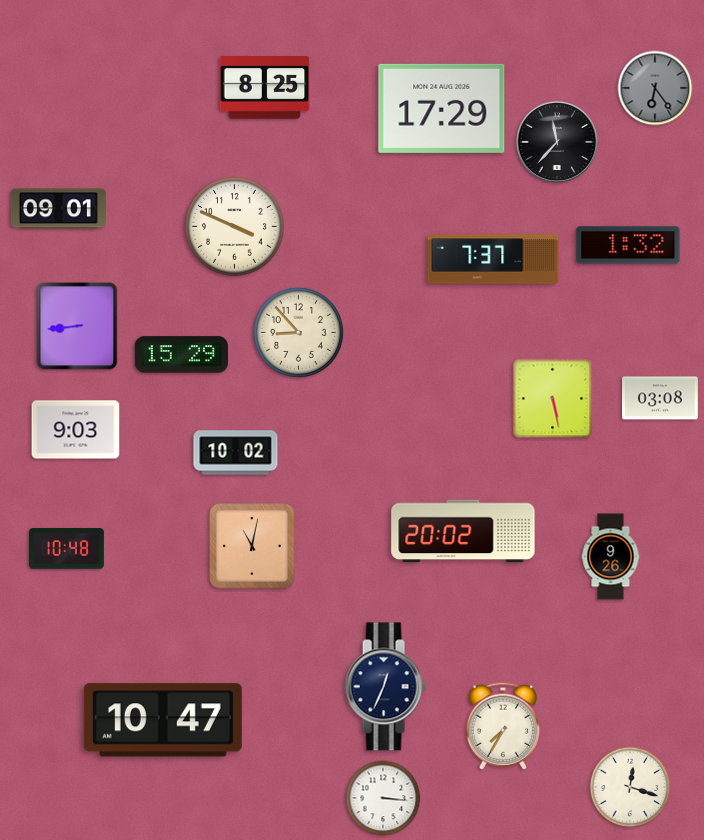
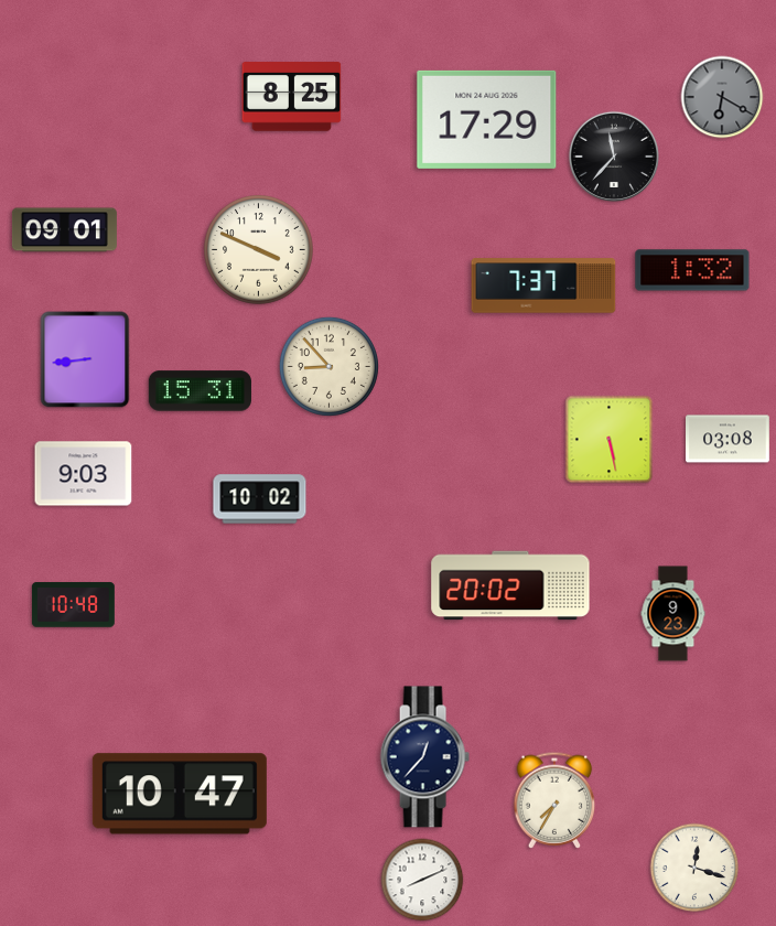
clock at (655, 88): 6:24 -> 6:20
clock at (181, 355): 15:29 -> 15:31
clock at (252, 546): 11:02 -> none
clock at (611, 557): 9:26 -> 9:23
clock at (385, 687): 12:34 -> 12:37
clock at (383, 798): 3:16 -> 8:11
